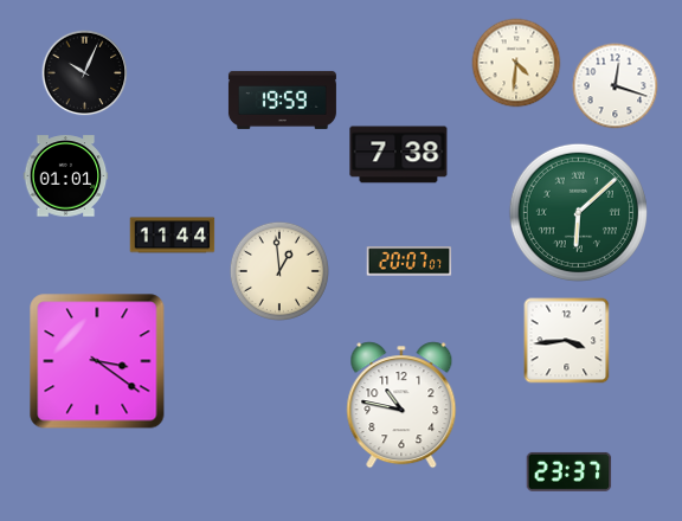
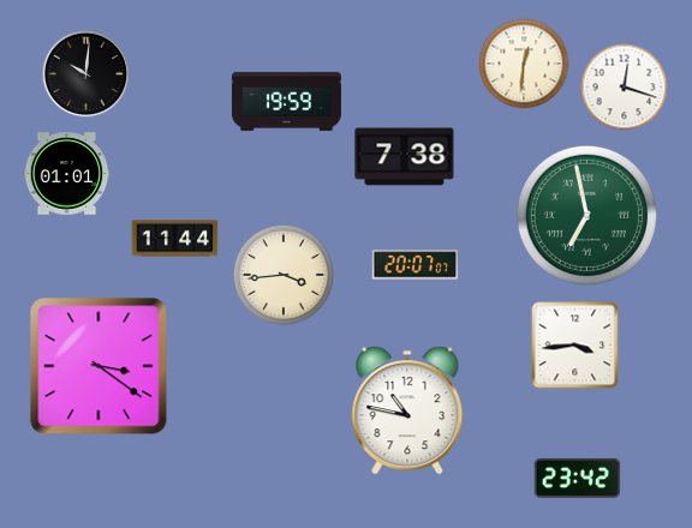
clock at (516, 63): 4:31 -> 12:31
clock at (85, 73): 10:04 -> 10:01
clock at (66, 176) position: (66, 176) -> (67, 174)
clock at (578, 212): 6:08 -> 6:58
clock at (279, 271): 12:59 -> 3:44
clock at (570, 471): 23:37 -> 23:42
